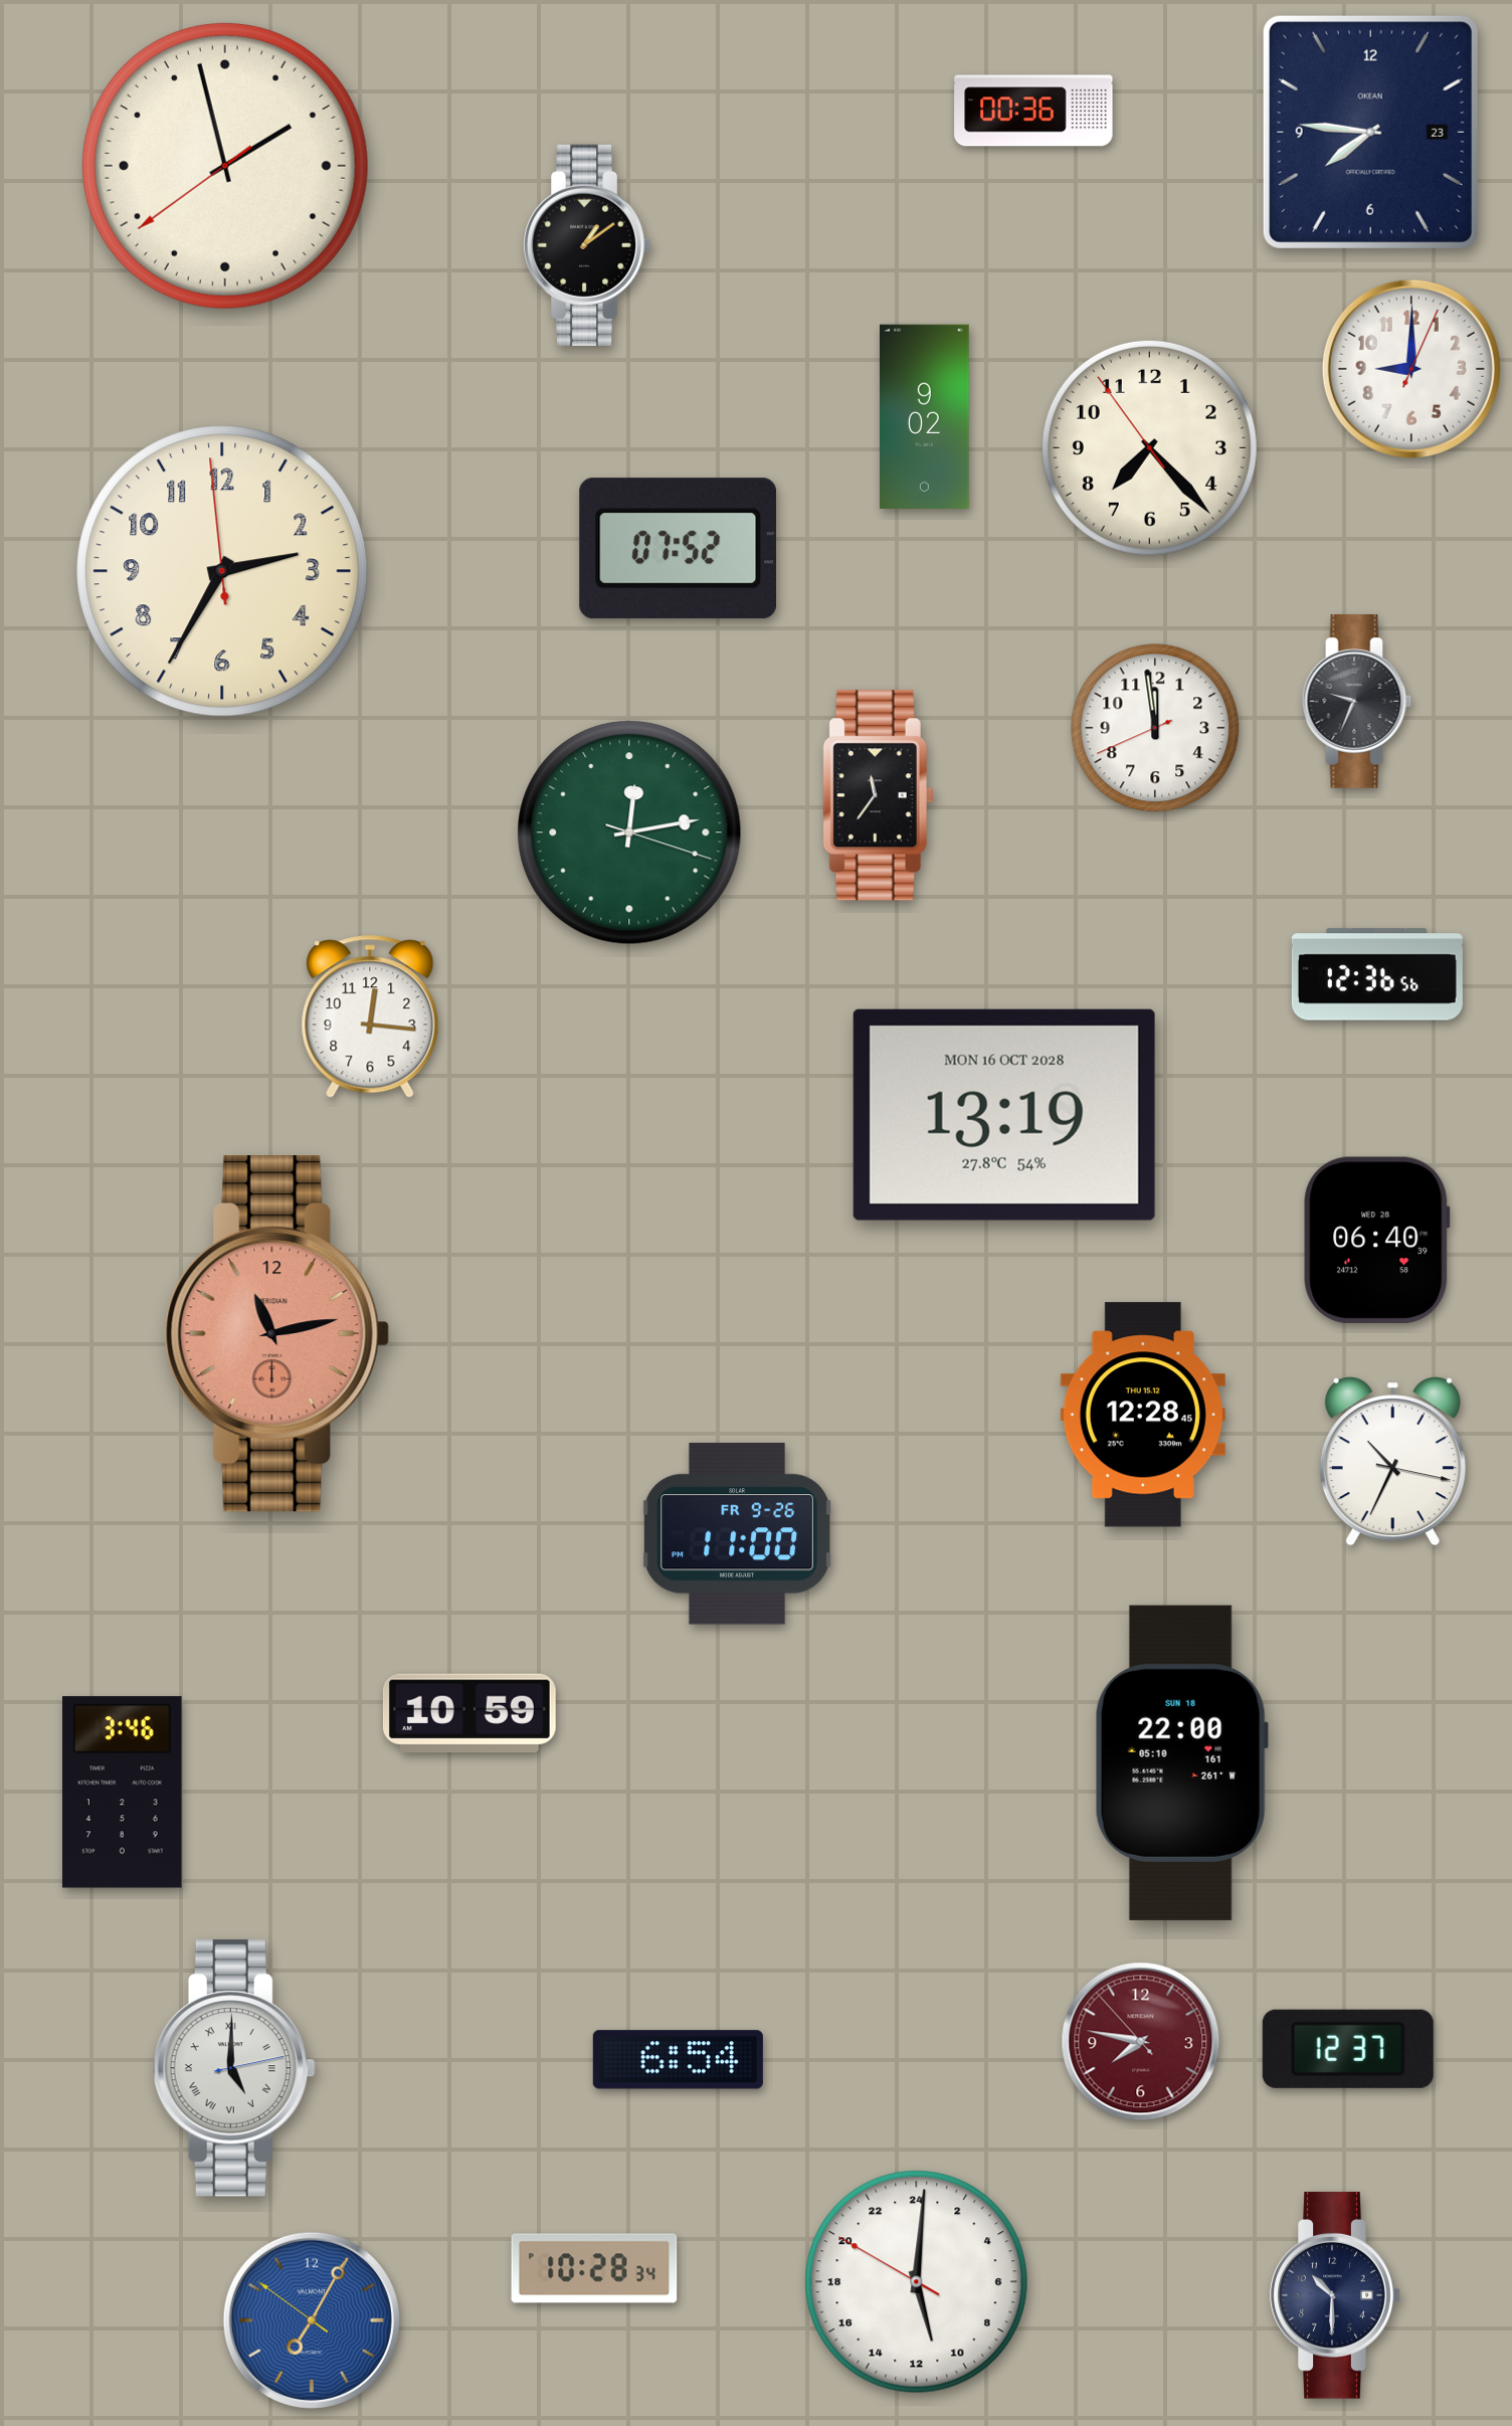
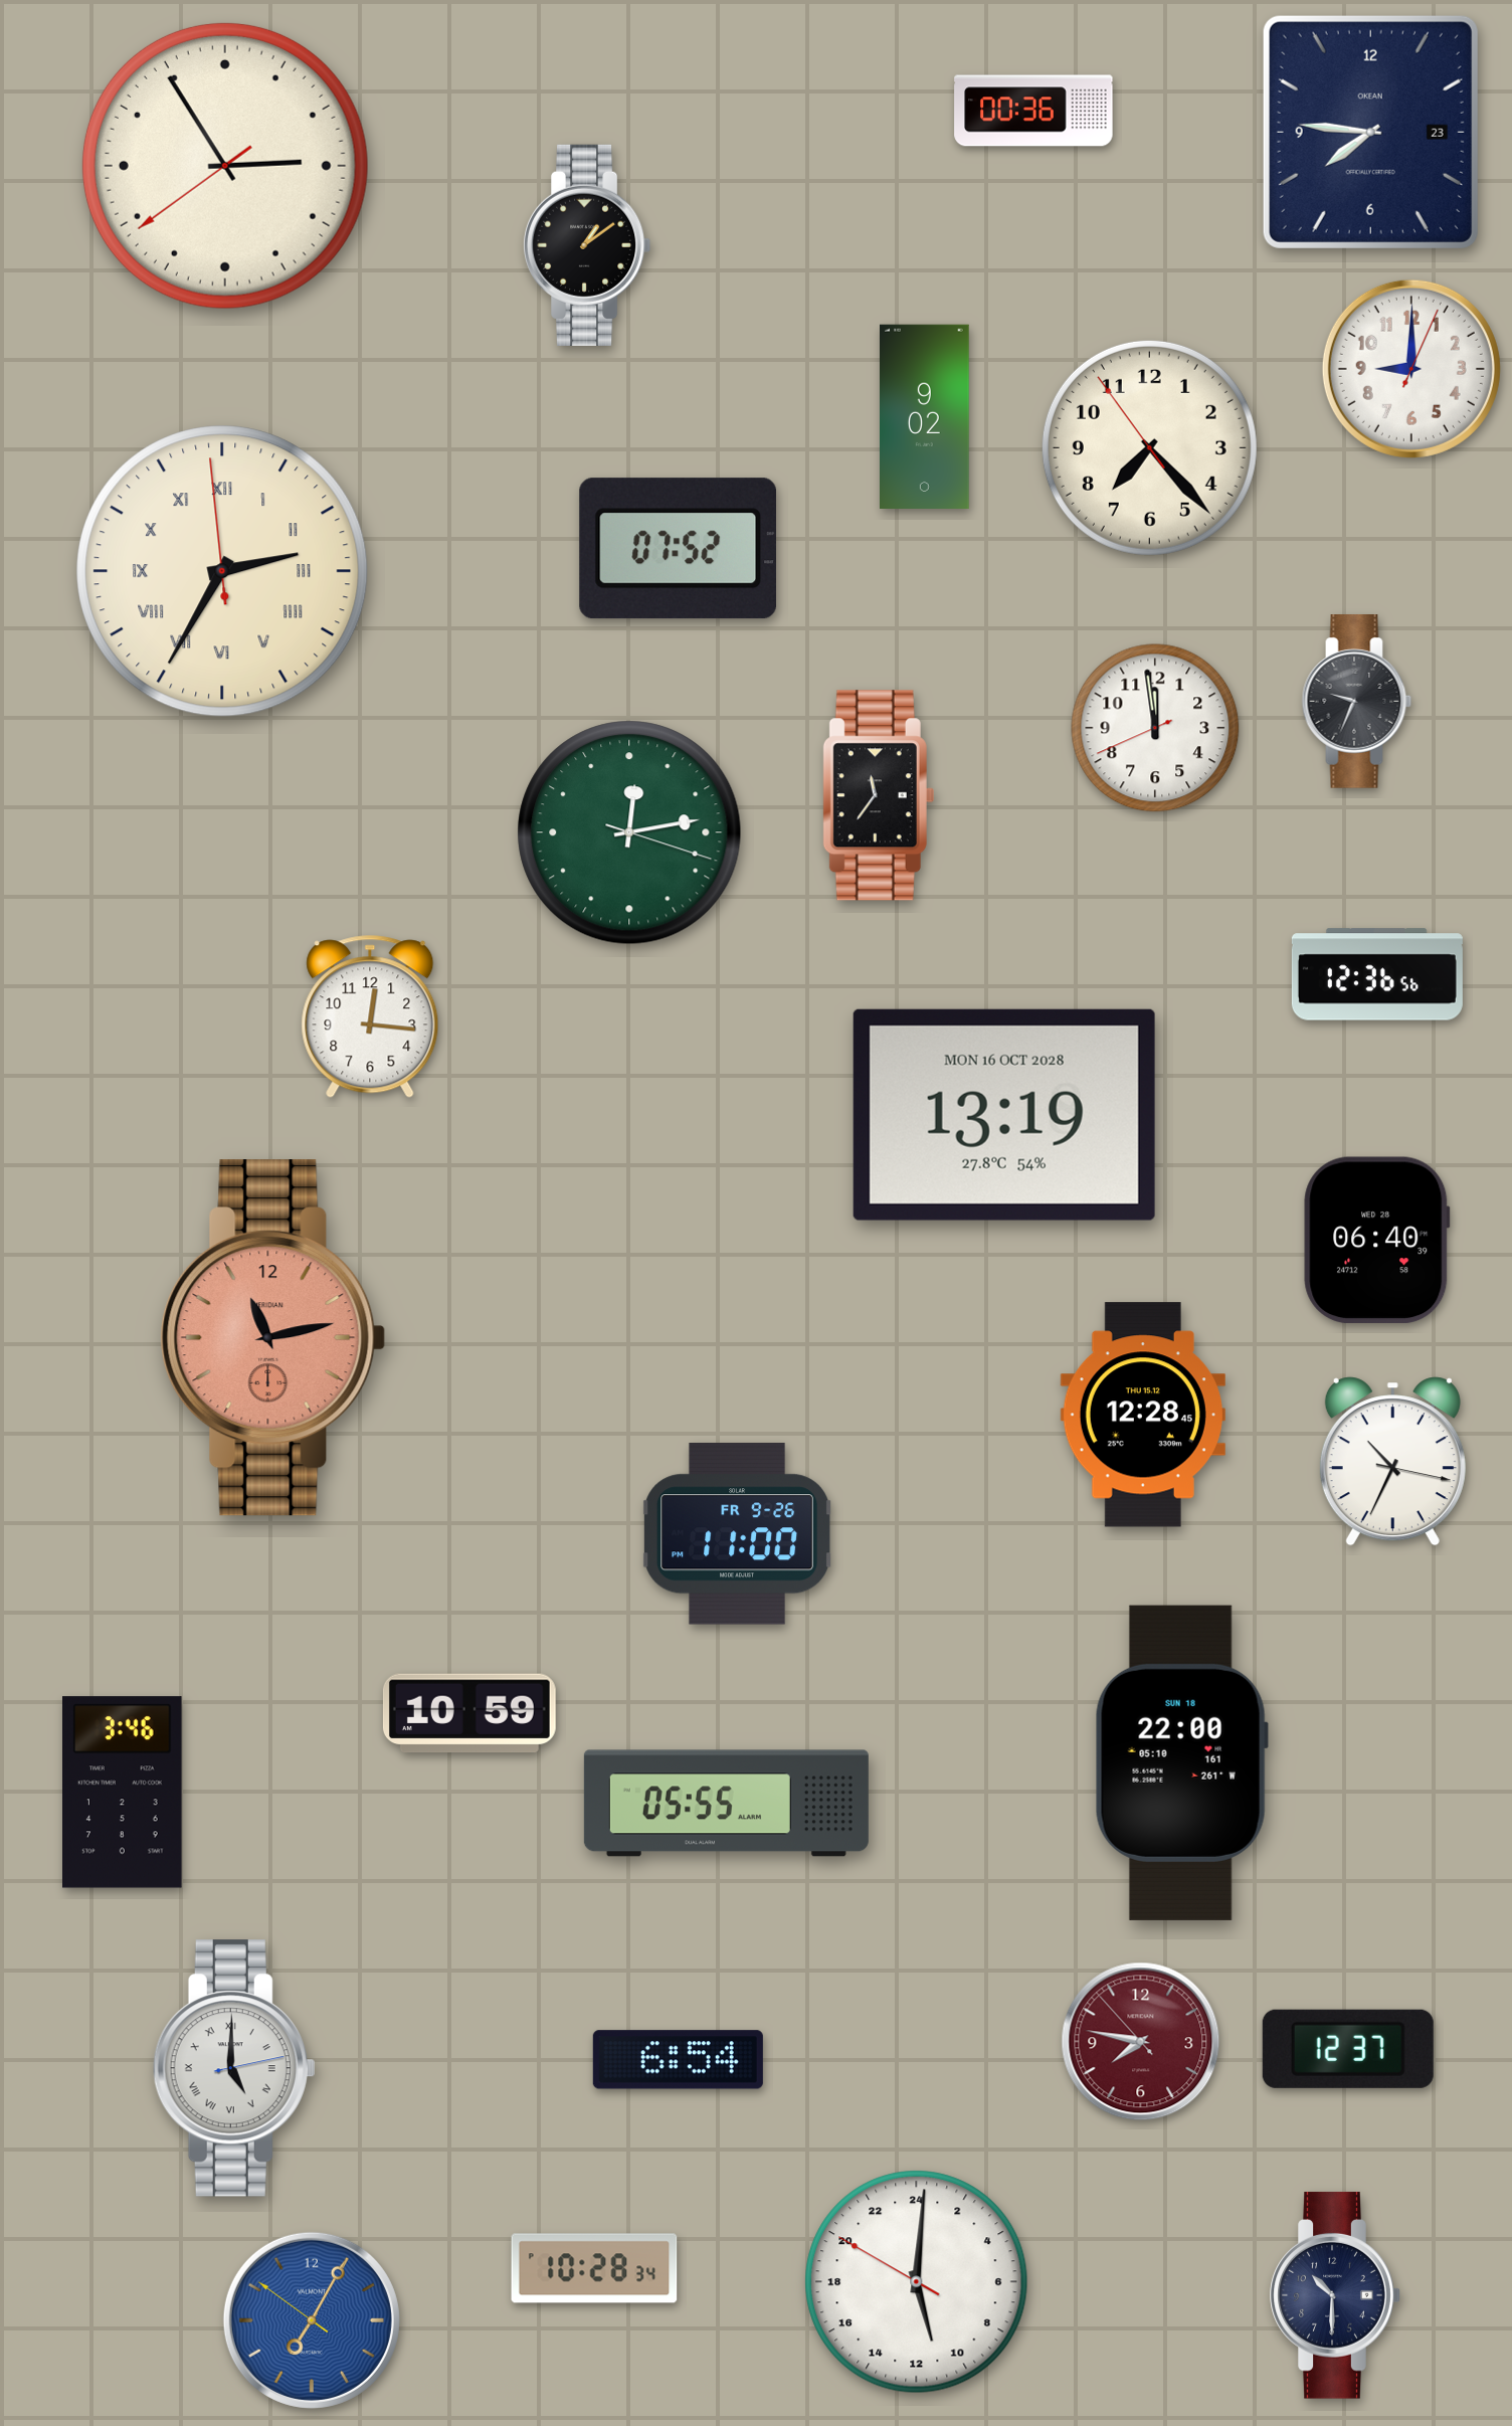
clock at (225, 166): 1:57 -> 2:54
clock at (222, 571) numerals: Arabic -> Roman
clock at (277, 1334) position: (277, 1334) -> (273, 1338)
clock at (726, 1804): none -> 05:55
